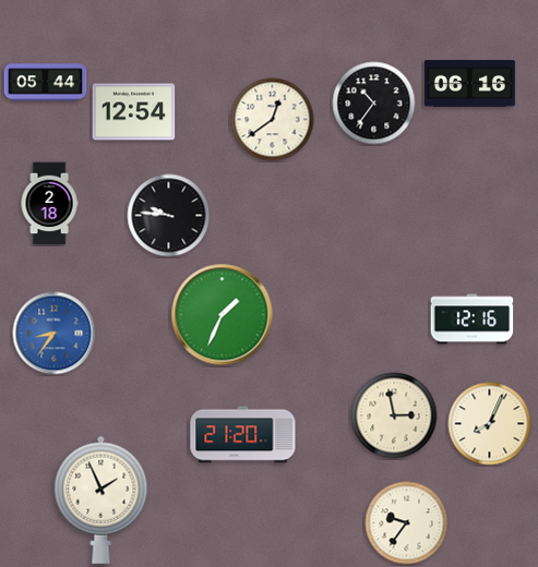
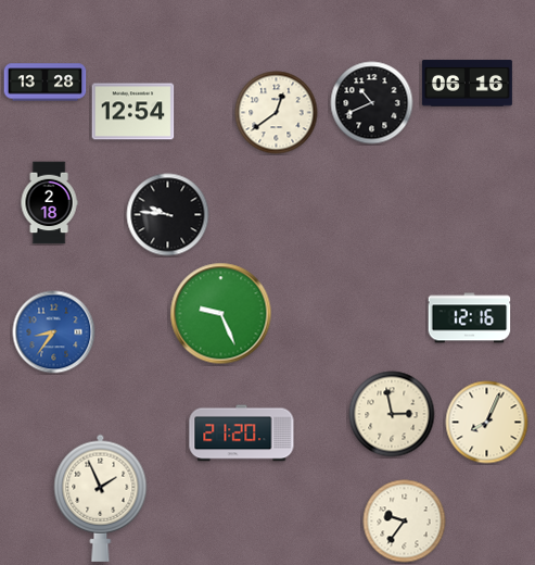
clock at (46, 83): 05:44 -> 13:28
clock at (374, 104): 10:36 -> 10:41
clock at (273, 120) position: (273, 120) -> (277, 113)
clock at (223, 315): 1:34 -> 9:26
